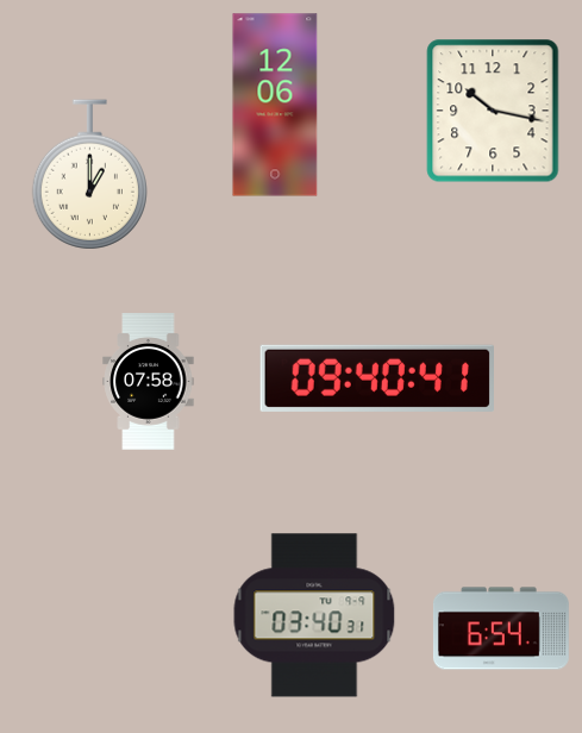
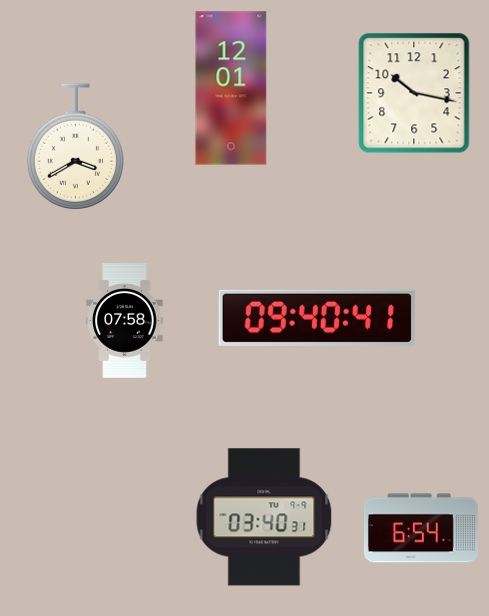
clock at (275, 105): 12:06 -> 12:01
clock at (89, 175): 1:00 -> 3:40
